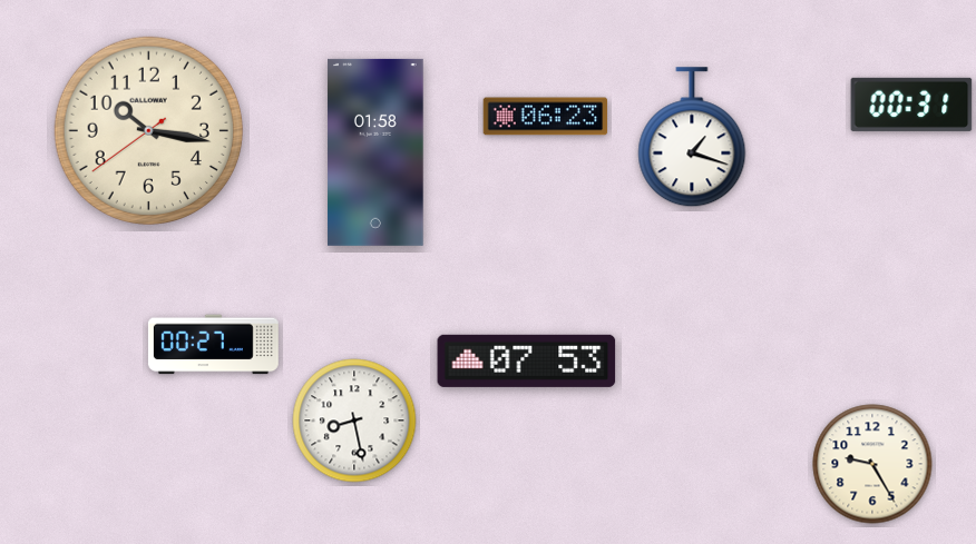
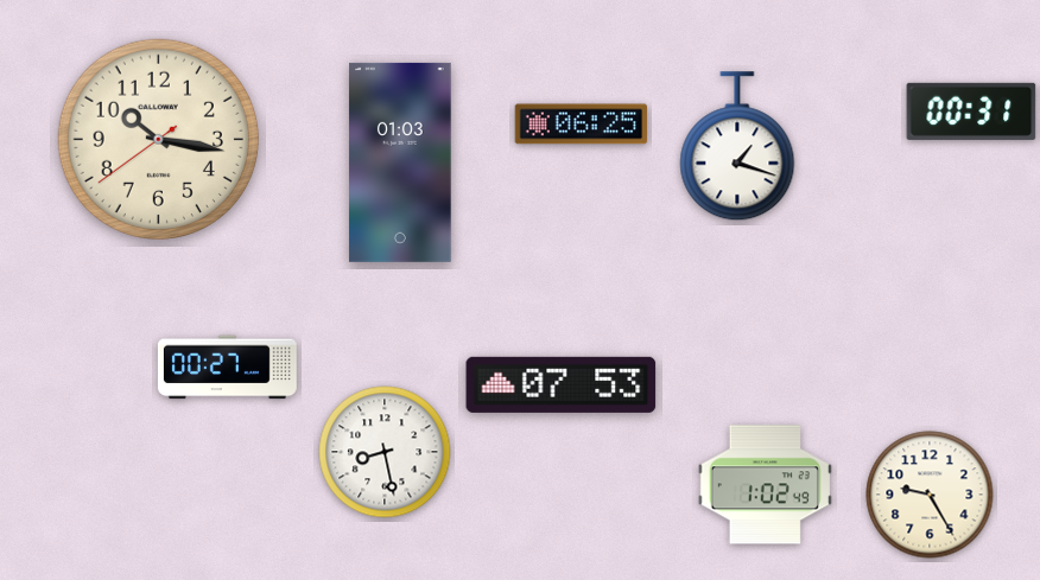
clock at (546, 117): 06:23 -> 06:25
clock at (375, 152): 01:58 -> 01:03
clock at (354, 421) position: (354, 421) -> (385, 452)
clock at (765, 485): none -> 1:02
